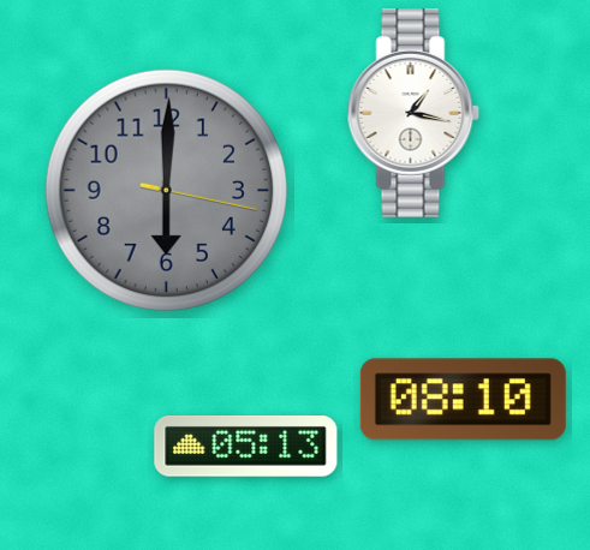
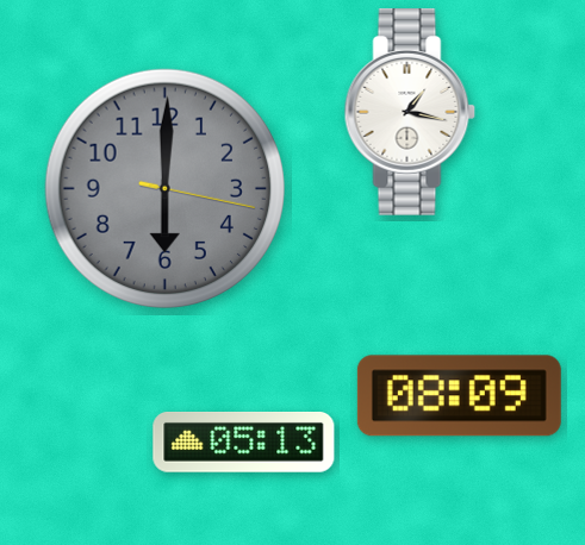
clock at (463, 400): 08:10 -> 08:09
